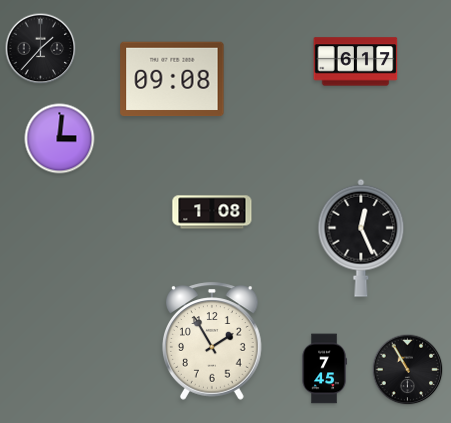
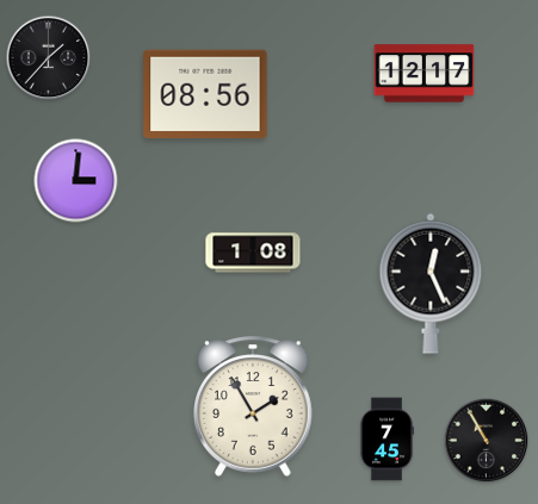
clock at (356, 62): 6:17 -> 12:17
clock at (172, 79): 09:08 -> 08:56
clock at (60, 139) position: (60, 139) -> (76, 181)
